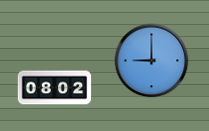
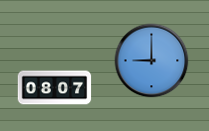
clock at (55, 88): 08:02 -> 08:07
